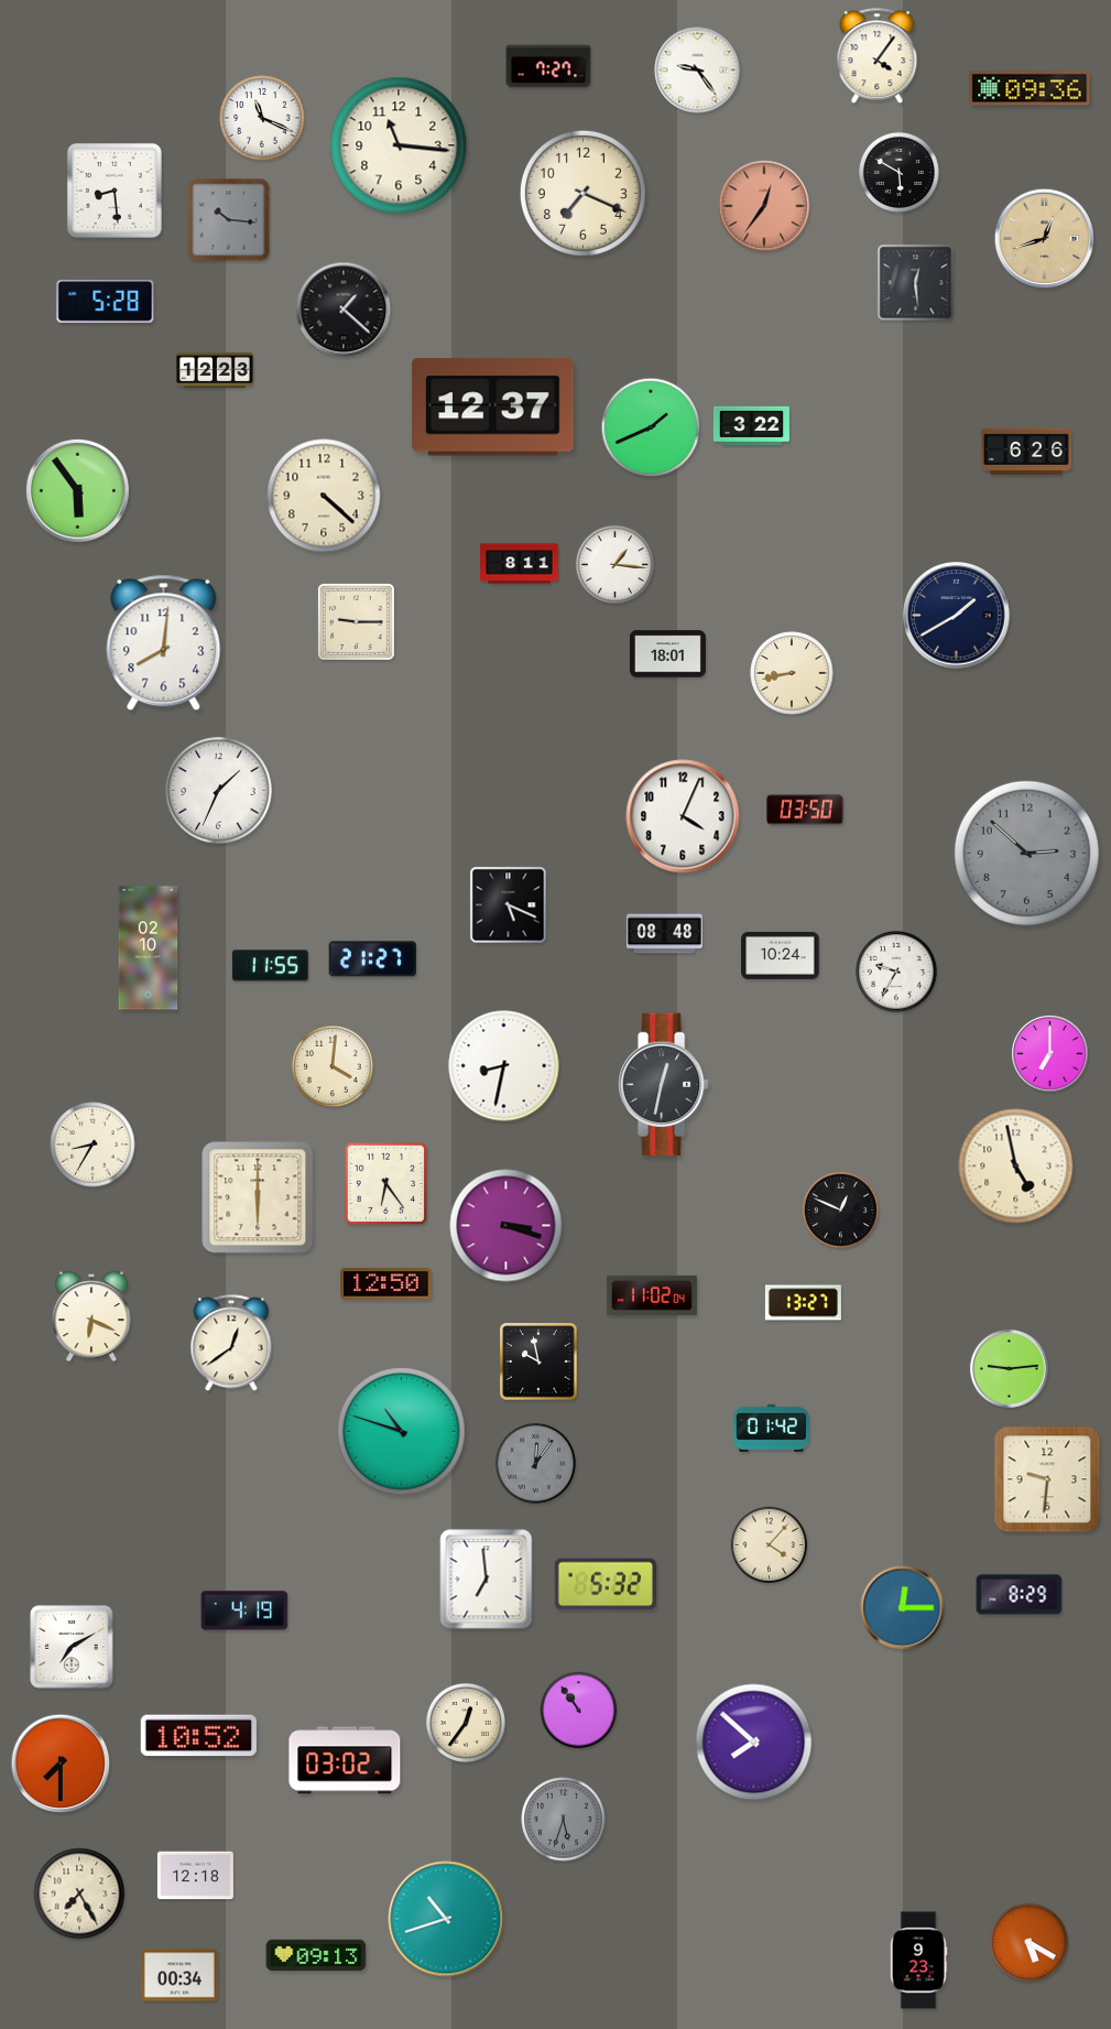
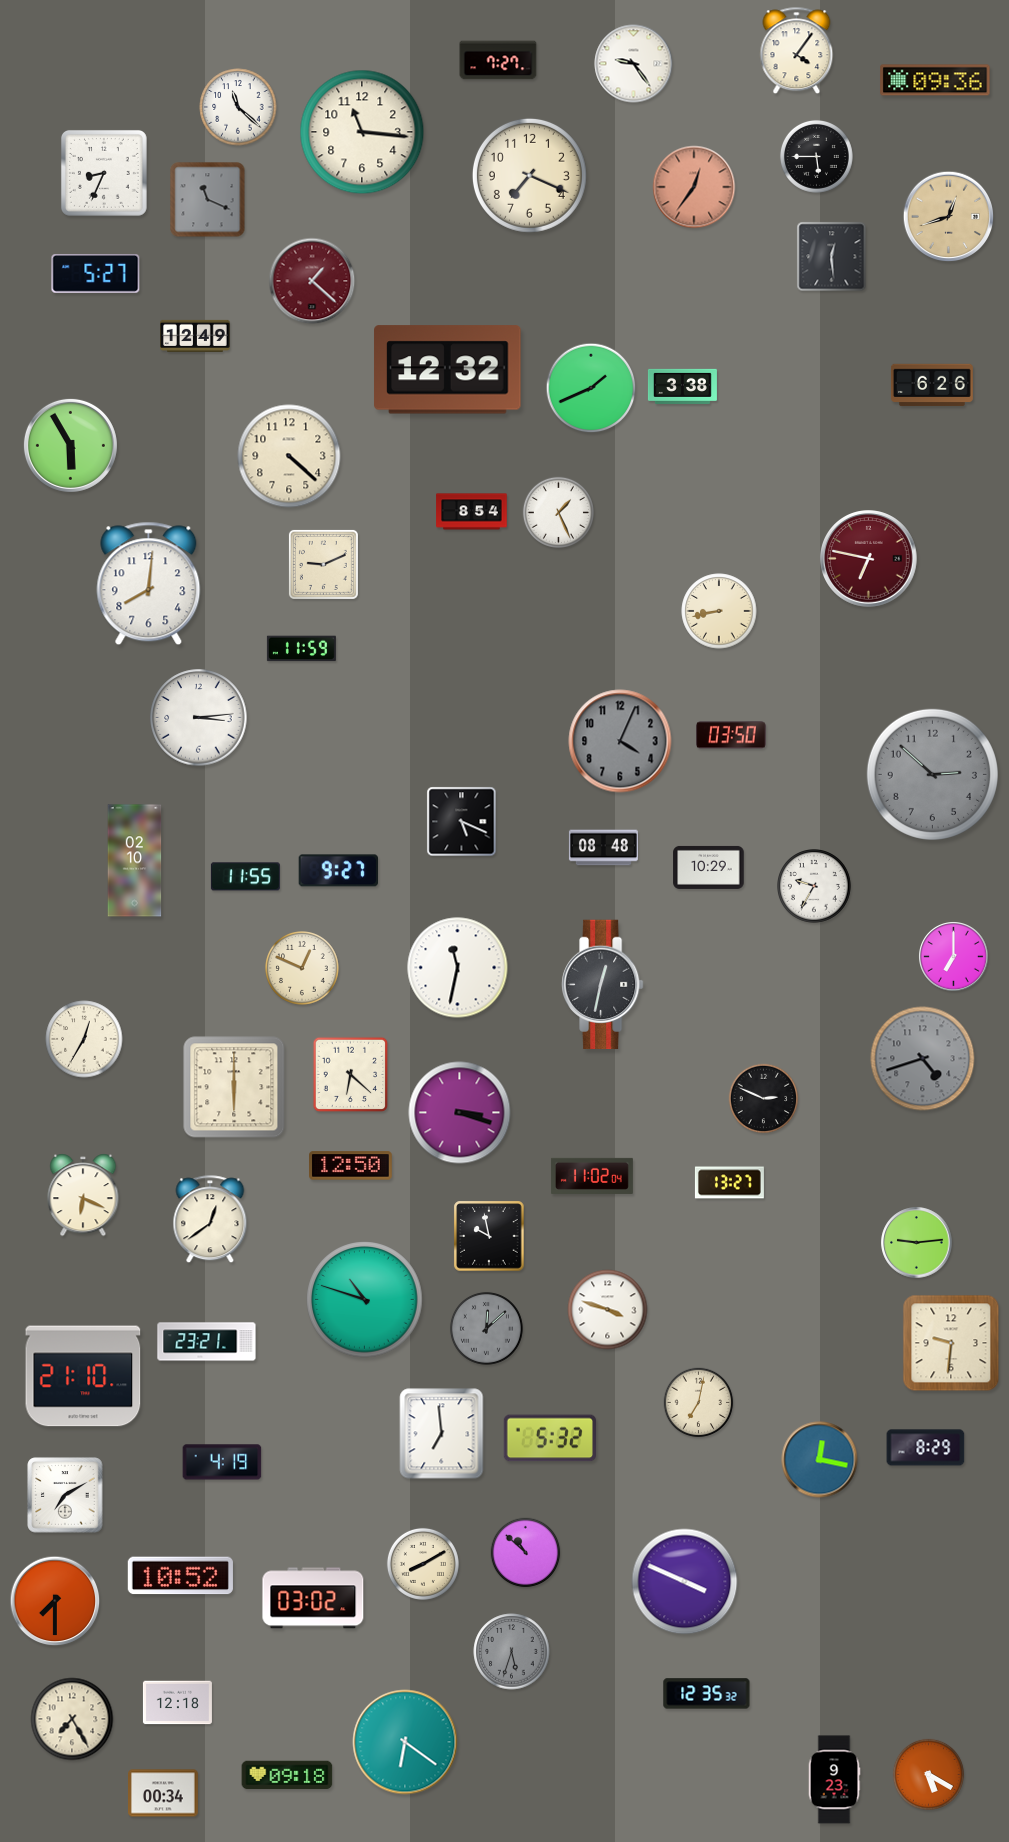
clock at (262, 118): 11:19 -> 11:22
clock at (898, 172): 5:50 -> 5:45
clock at (115, 191): 8:29 -> 8:34
clock at (229, 220): 10:16 -> 11:19
clock at (106, 302): 5:28 -> 5:27
clock at (344, 310) dial: black -> burgundy
clock at (216, 370): 12:23 -> 12:49
clock at (493, 408): 12:37 -> 12:32
clock at (751, 425): 3:22 -> 3:38
clock at (1026, 452) position: (1026, 452) -> (932, 385)
clock at (77, 490): 5:54 -> 5:55
clock at (324, 496) position: (324, 496) -> (289, 456)
clock at (520, 564): 8:11 -> 8:54
clock at (614, 564): 1:16 -> 1:26
clock at (957, 616): 1:40 -> 6:47
clock at (957, 616) dial: navy -> burgundy
clock at (356, 621): 9:15 -> 9:11
clock at (667, 654): 18:01 -> none
clock at (301, 649): none -> 11:59
clock at (219, 791): 1:34 -> 3:14
clock at (683, 816) dial: white -> grey
clock at (781, 955): 10:24 -> 10:29
clock at (372, 959): 21:27 -> 9:27
clock at (897, 973) position: (897, 973) -> (815, 887)
clock at (504, 1066): 8:32 -> 11:32
clock at (334, 1067): 4:01 -> 12:49
clock at (92, 1144): 8:35 -> 12:35
clock at (1016, 1167): 4:58 -> 4:42
clock at (1016, 1167) dial: cream -> grey
clock at (386, 1184): 6:24 -> 6:22
clock at (841, 1211): 12:49 -> 2:49
clock at (771, 1428): 01:42 -> none
clock at (608, 1310): none -> 3:48
clock at (535, 1463): 12:06 -> 12:08
clock at (207, 1342): none -> 23:21
clock at (83, 1376): none -> 21:10
clock at (770, 1545): 4:07 -> 7:02
clock at (903, 1608): 12:15 -> 12:17
clock at (579, 1711): 10:54 -> 10:52
clock at (466, 1723): 12:36 -> 8:10
clock at (754, 1743): 7:52 -> 3:49
clock at (707, 1694): none -> 12:35
clock at (446, 1919): 10:42 -> 6:21
clock at (1028, 1942) position: (1028, 1942) -> (928, 1774)
clock at (316, 1955): 09:13 -> 09:18
